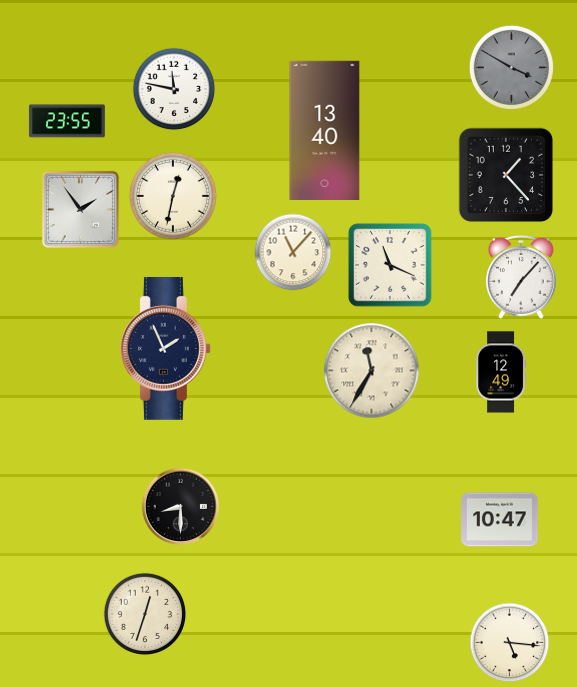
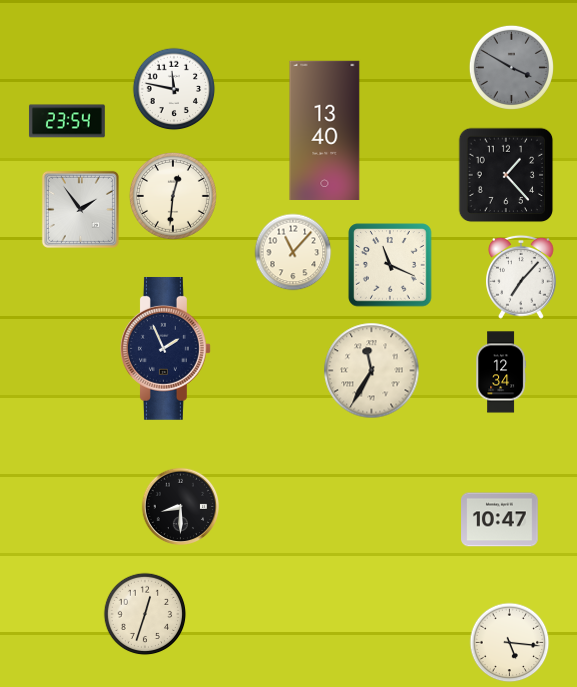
clock at (67, 121): 23:55 -> 23:54
clock at (173, 196): 12:32 -> 12:31
clock at (501, 372): 12:49 -> 12:34
